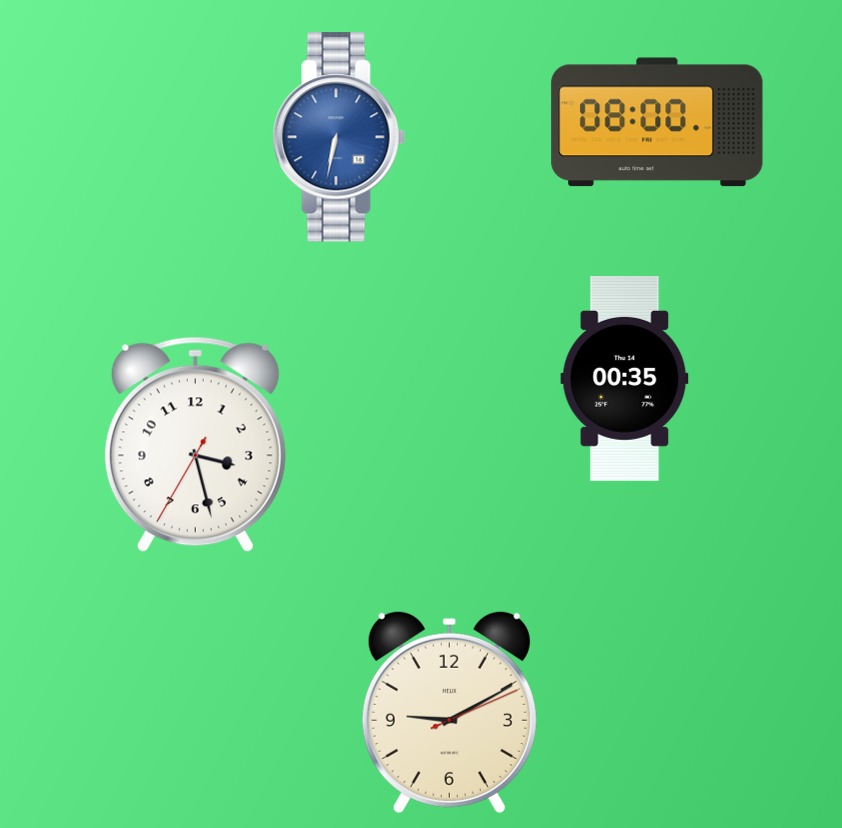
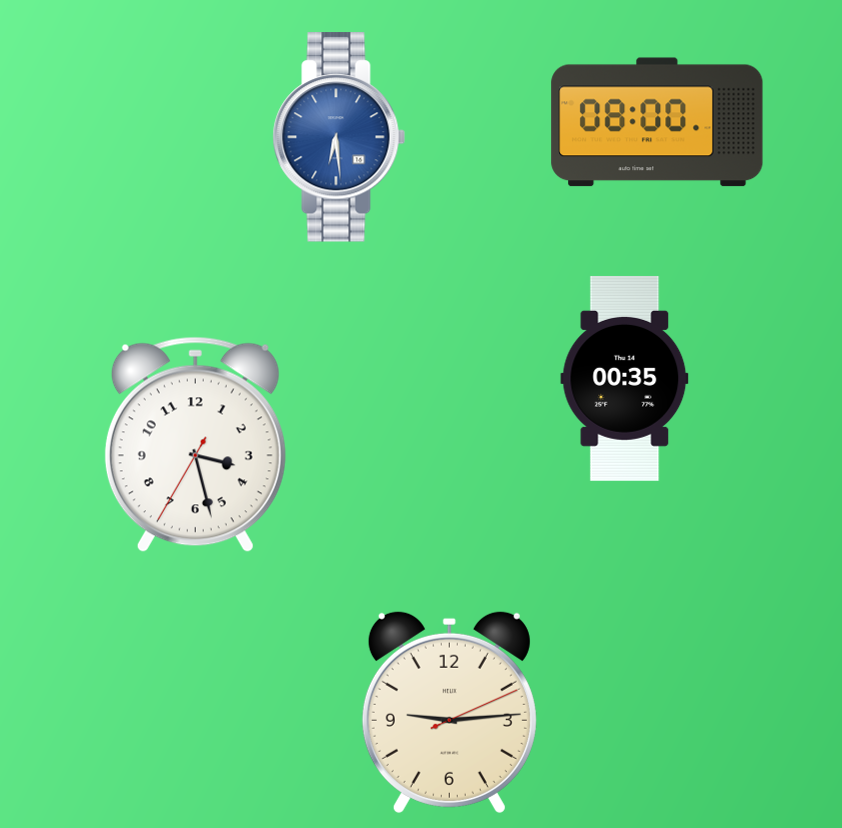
clock at (339, 137): 6:32 -> 6:29
clock at (449, 712): 9:10 -> 9:14
